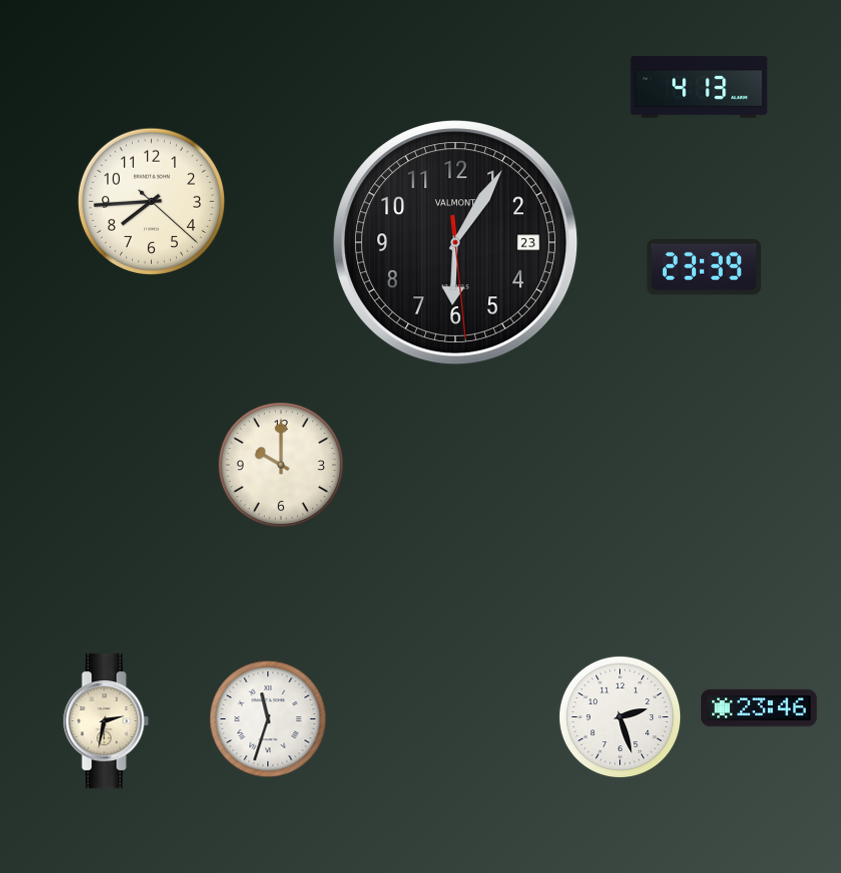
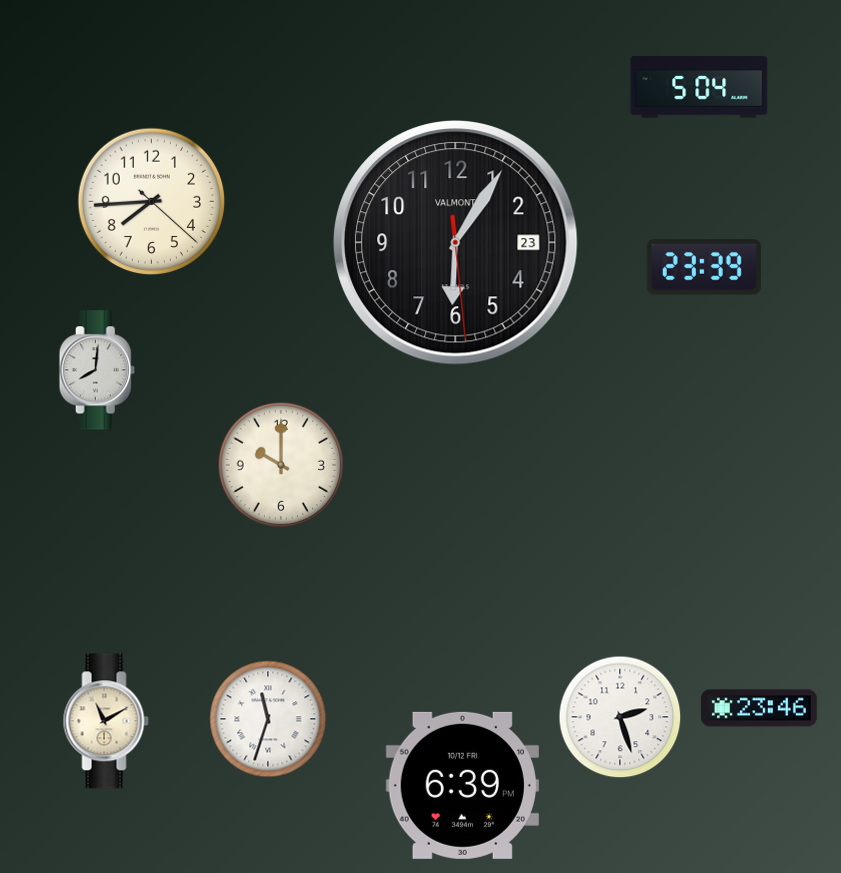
clock at (699, 87): 4:13 -> 5:04
clock at (97, 370): none -> 8:01
clock at (106, 721): 2:32 -> 11:10
clock at (462, 785): none -> 6:39
